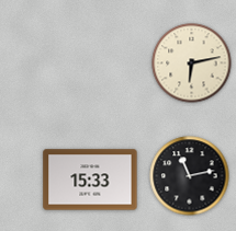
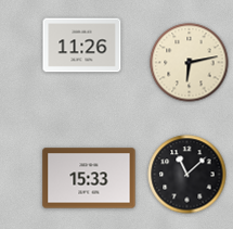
clock at (82, 46): none -> 11:26
clock at (190, 176): 11:13 -> 11:08
